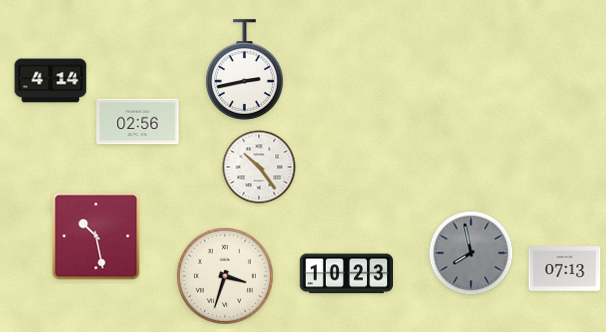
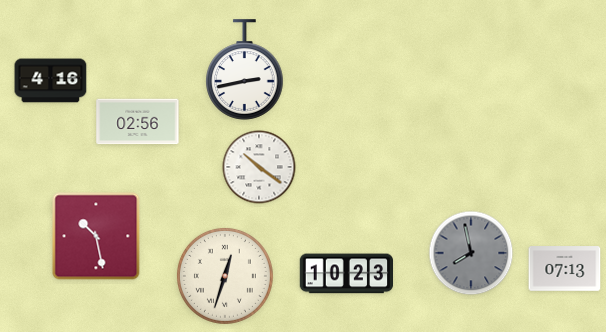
clock at (51, 81): 4:14 -> 4:16
clock at (259, 167): 10:24 -> 10:21
clock at (225, 276): 3:33 -> 12:33
